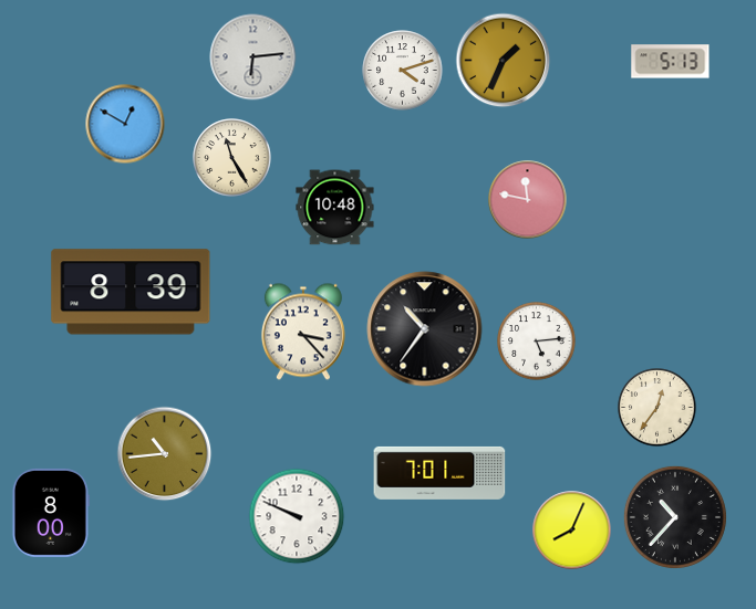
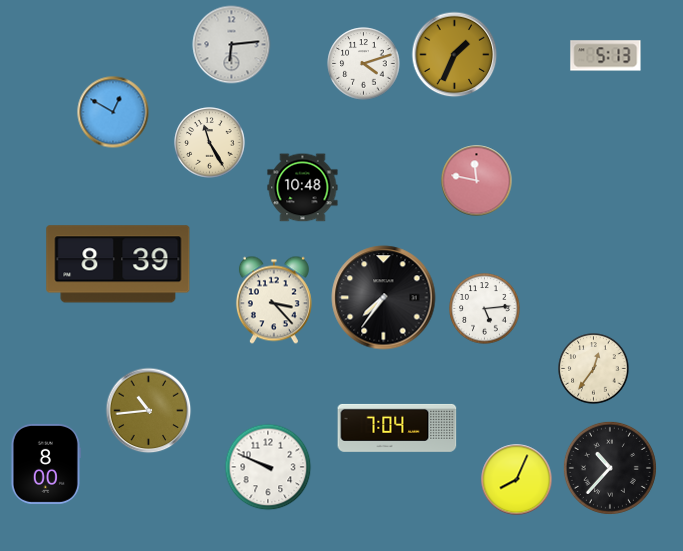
clock at (253, 57) position: (253, 57) -> (232, 45)
clock at (425, 329): 10:36 -> 7:36
clock at (439, 473): 7:01 -> 7:04
